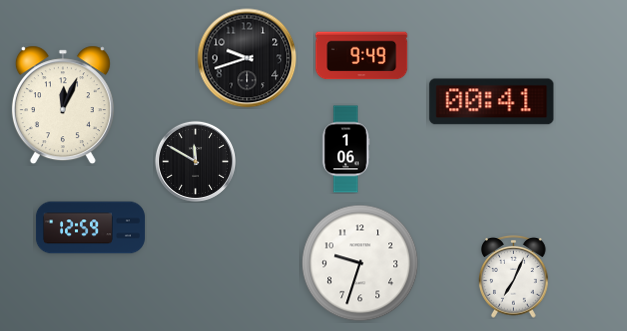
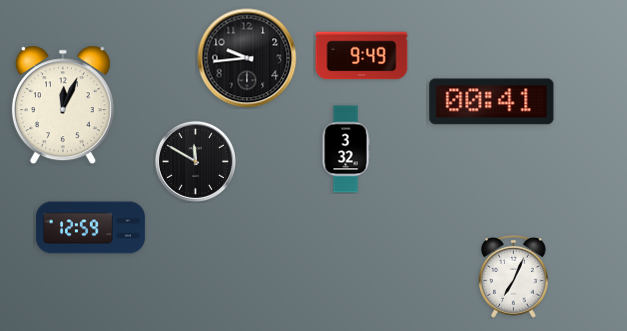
clock at (247, 58): 9:42 -> 9:44
clock at (346, 149): 1:06 -> 3:32
clock at (360, 263): 9:33 -> none
